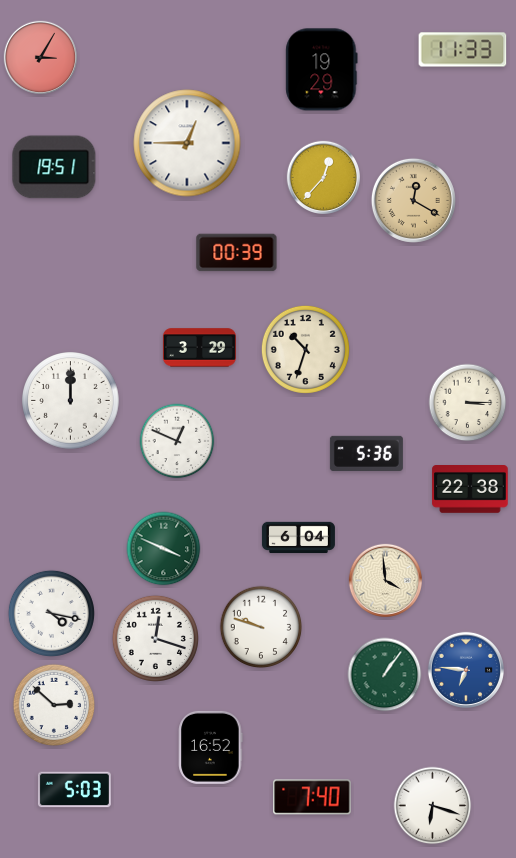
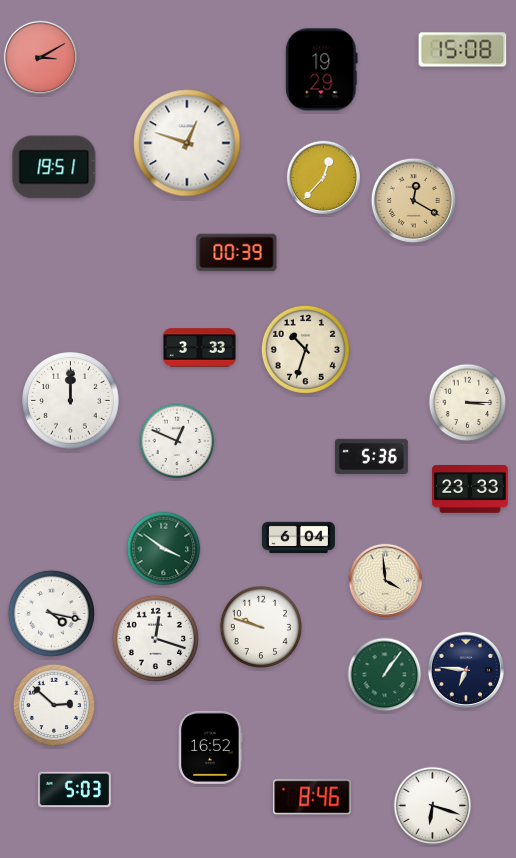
clock at (463, 50): 11:33 -> 15:08
clock at (40, 57): 3:05 -> 3:10
clock at (187, 143): 12:45 -> 12:48
clock at (199, 348): 3:29 -> 3:33
clock at (366, 453) position: (366, 453) -> (371, 456)
clock at (470, 490): 22:38 -> 23:33
clock at (164, 549): 3:49 -> 3:51
clock at (466, 670) dial: blue -> navy
clock at (312, 797): 7:40 -> 8:46
